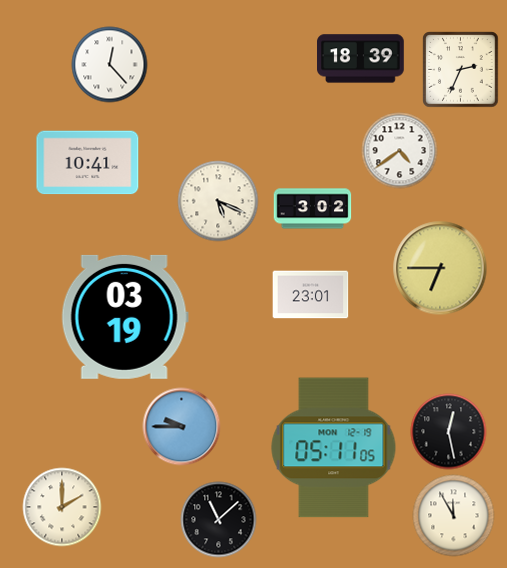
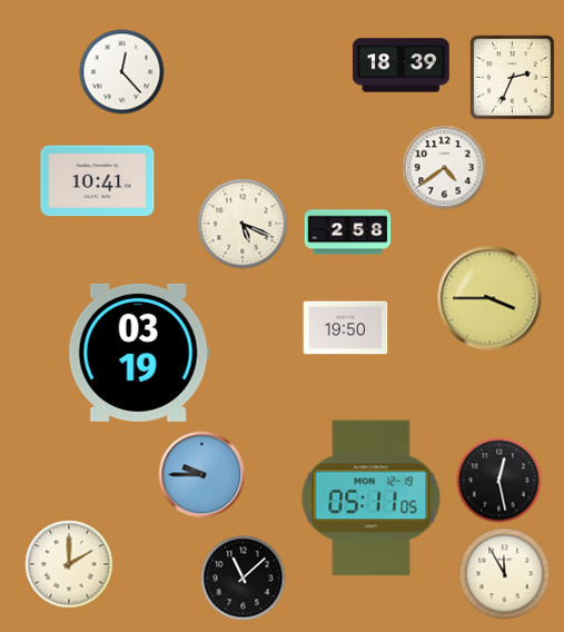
clock at (313, 209): 3:02 -> 2:58
clock at (440, 268): 6:45 -> 3:45
clock at (311, 295): 23:01 -> 19:50
